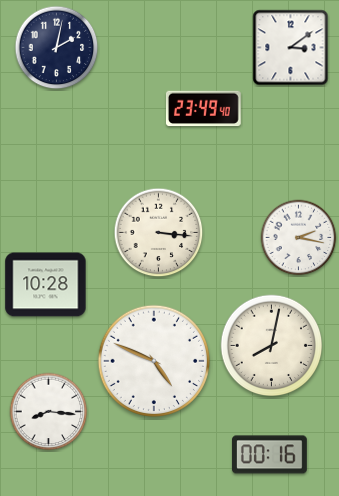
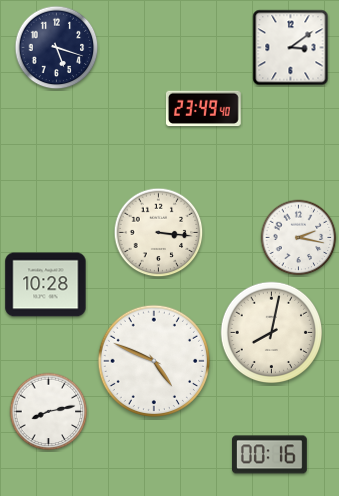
clock at (57, 48): 2:02 -> 5:18
clock at (272, 346) position: (272, 346) -> (272, 333)
clock at (49, 412): 8:16 -> 8:13
